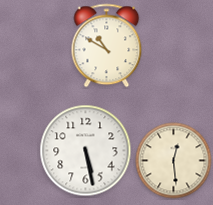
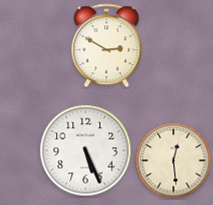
clock at (107, 46): 10:50 -> 2:50
clock at (86, 151): 5:28 -> 5:26
